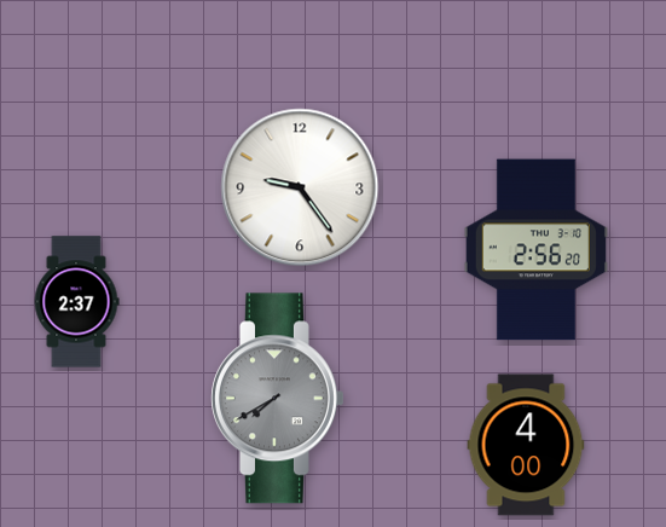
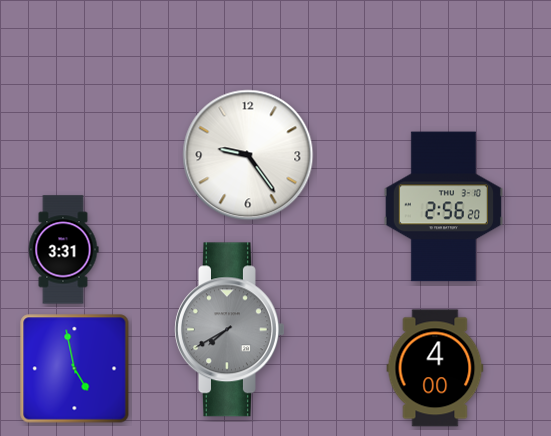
clock at (76, 302): 2:37 -> 3:31
clock at (75, 369): none -> 4:58
